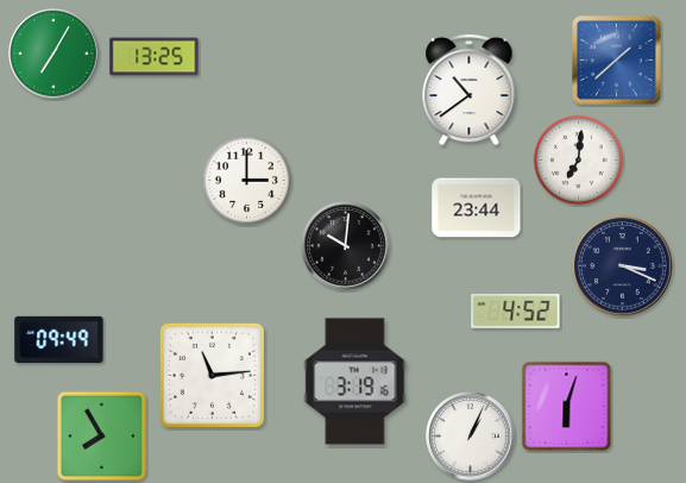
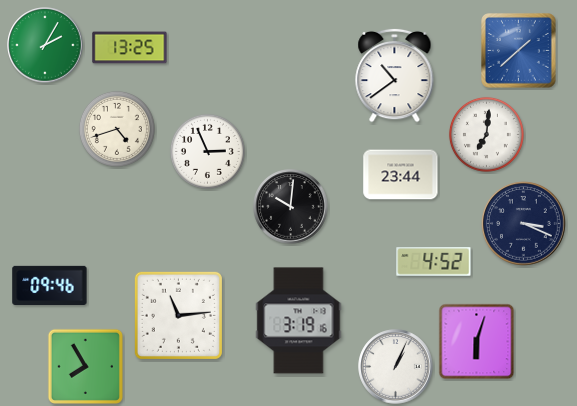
clock at (54, 54): 7:05 -> 2:05
clock at (117, 129): none -> 4:42
clock at (246, 180): 3:00 -> 2:56
clock at (59, 339): 09:49 -> 09:46
